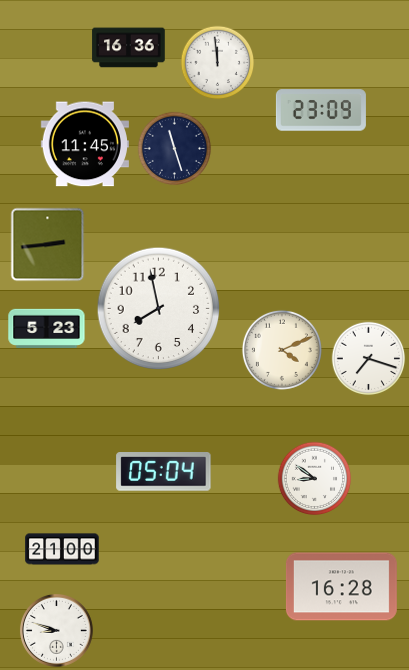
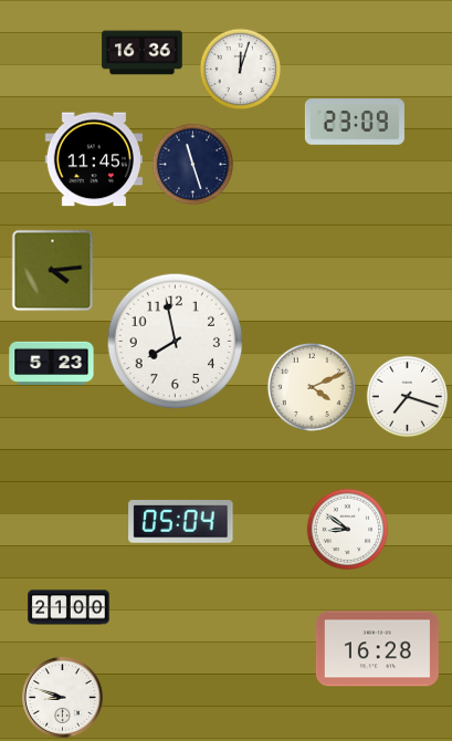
clock at (218, 63): 11:59 -> 12:03
clock at (48, 245): 2:44 -> 4:14
